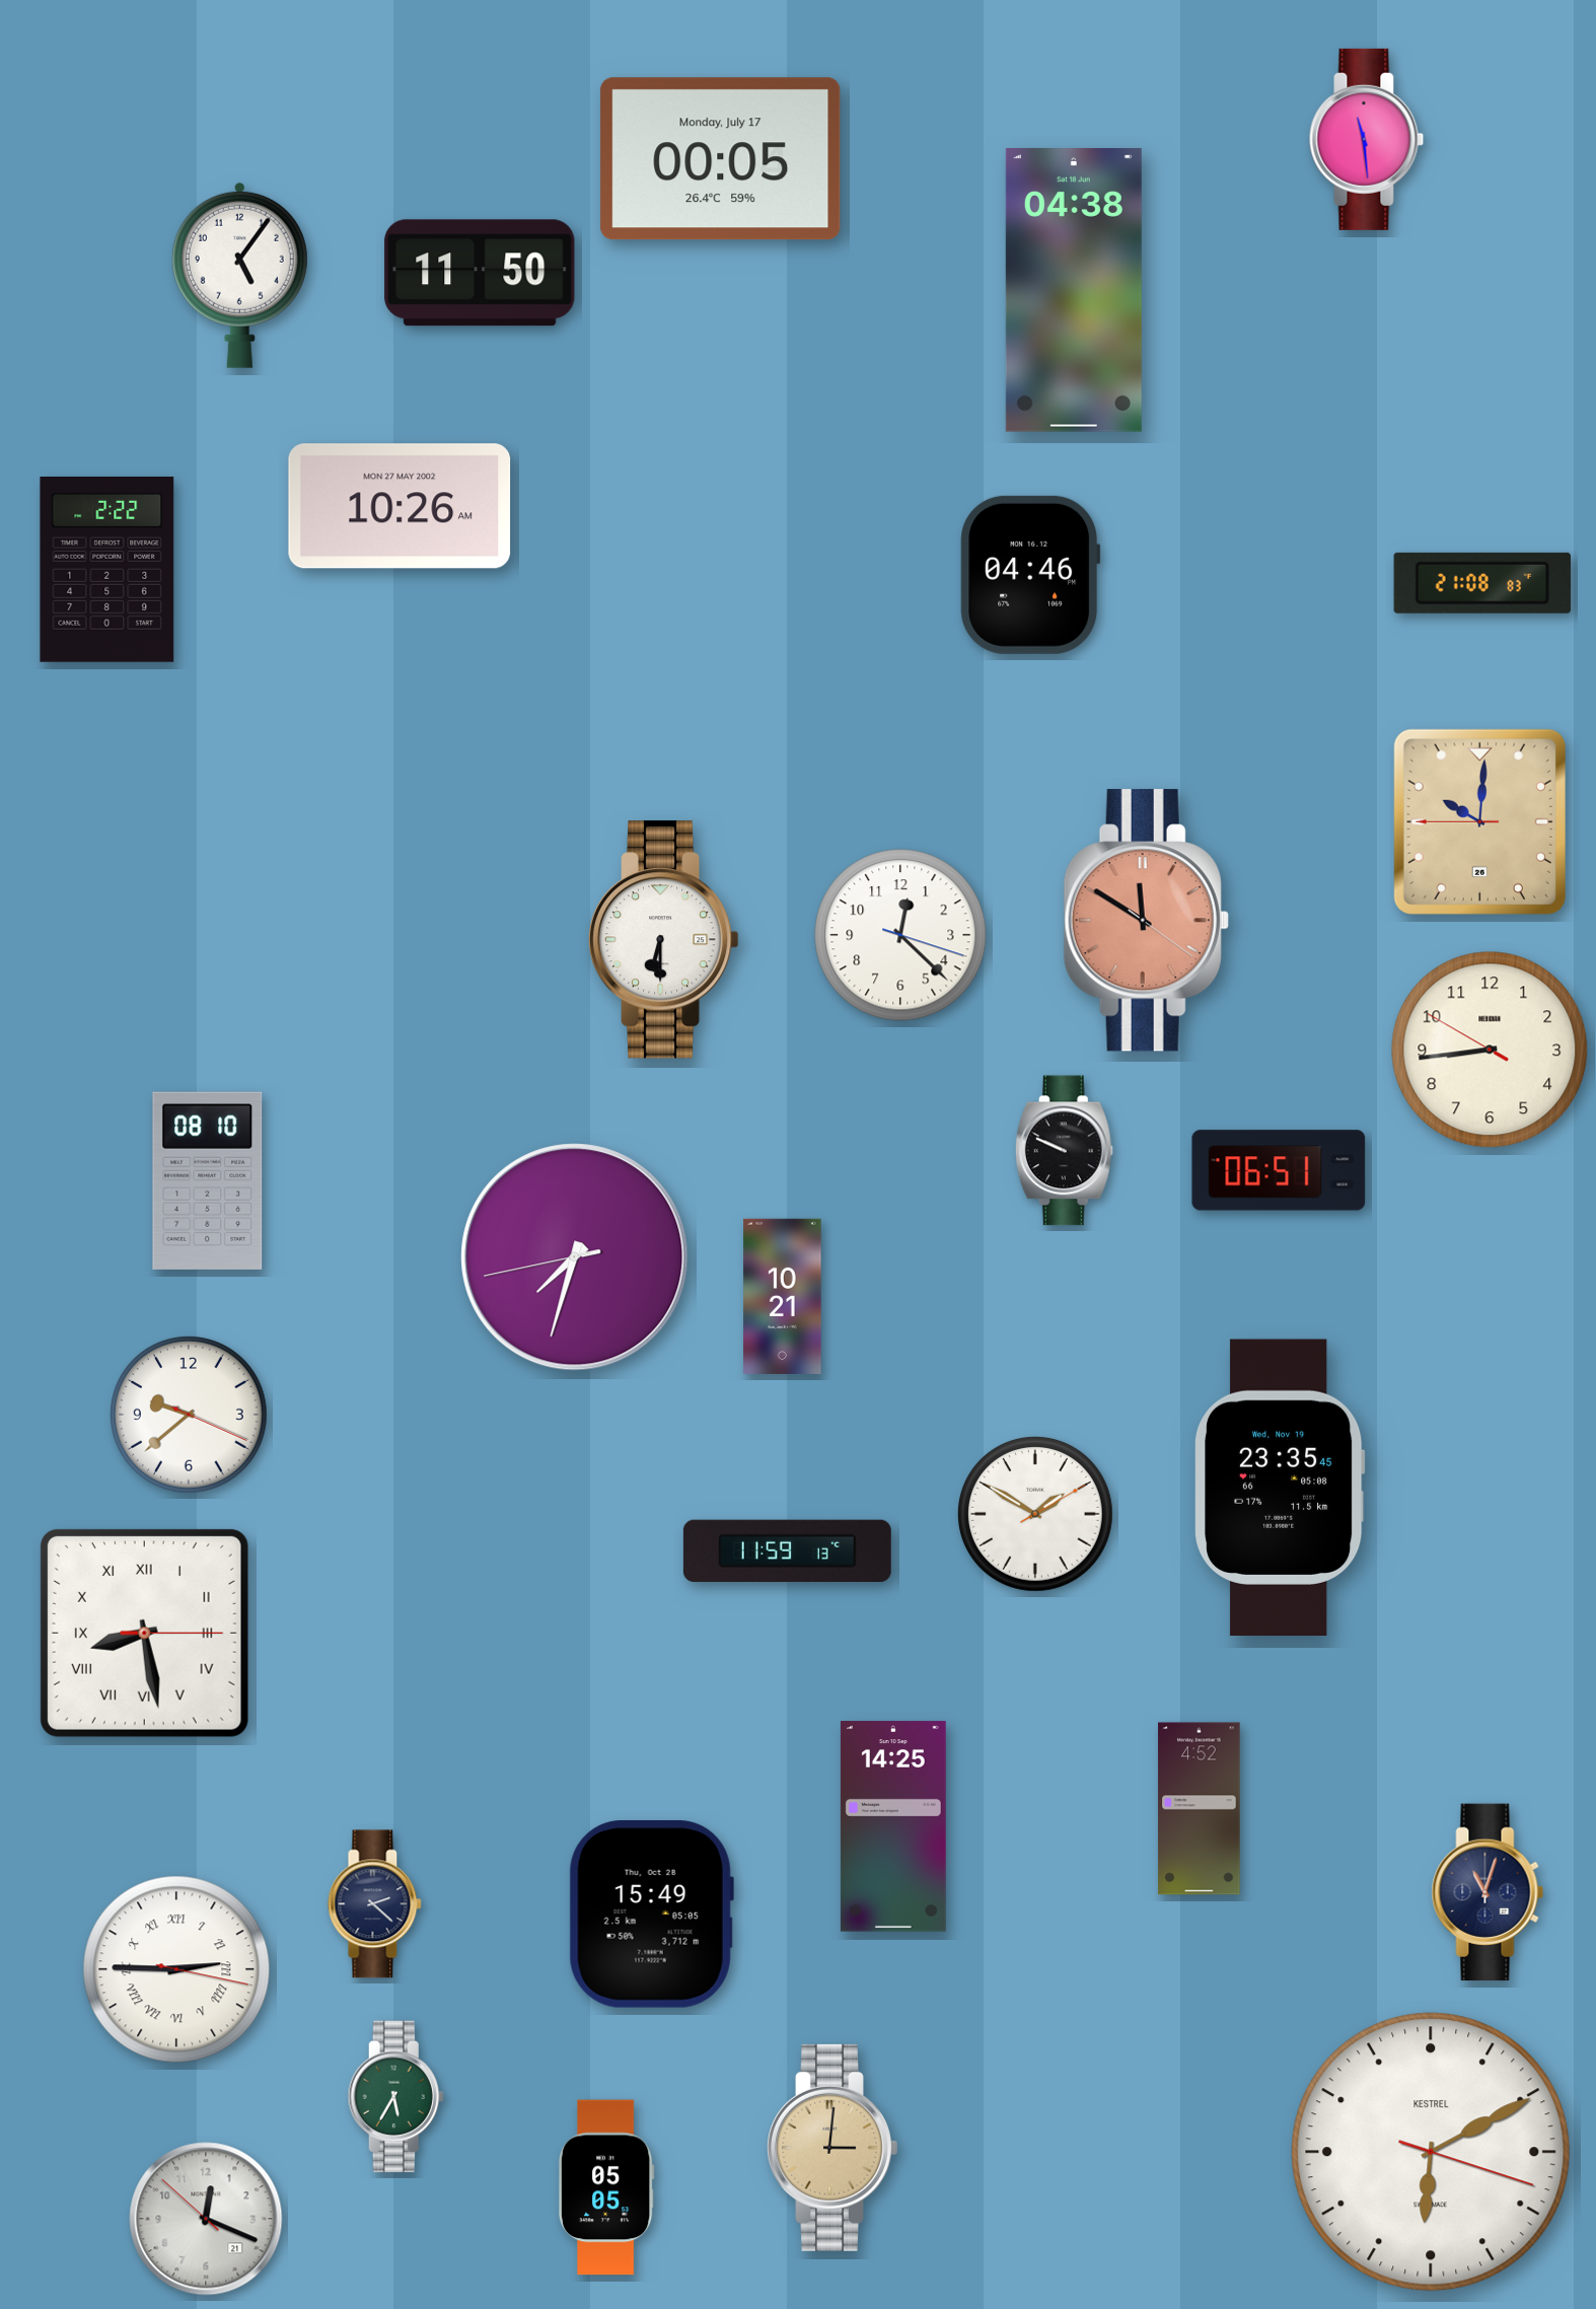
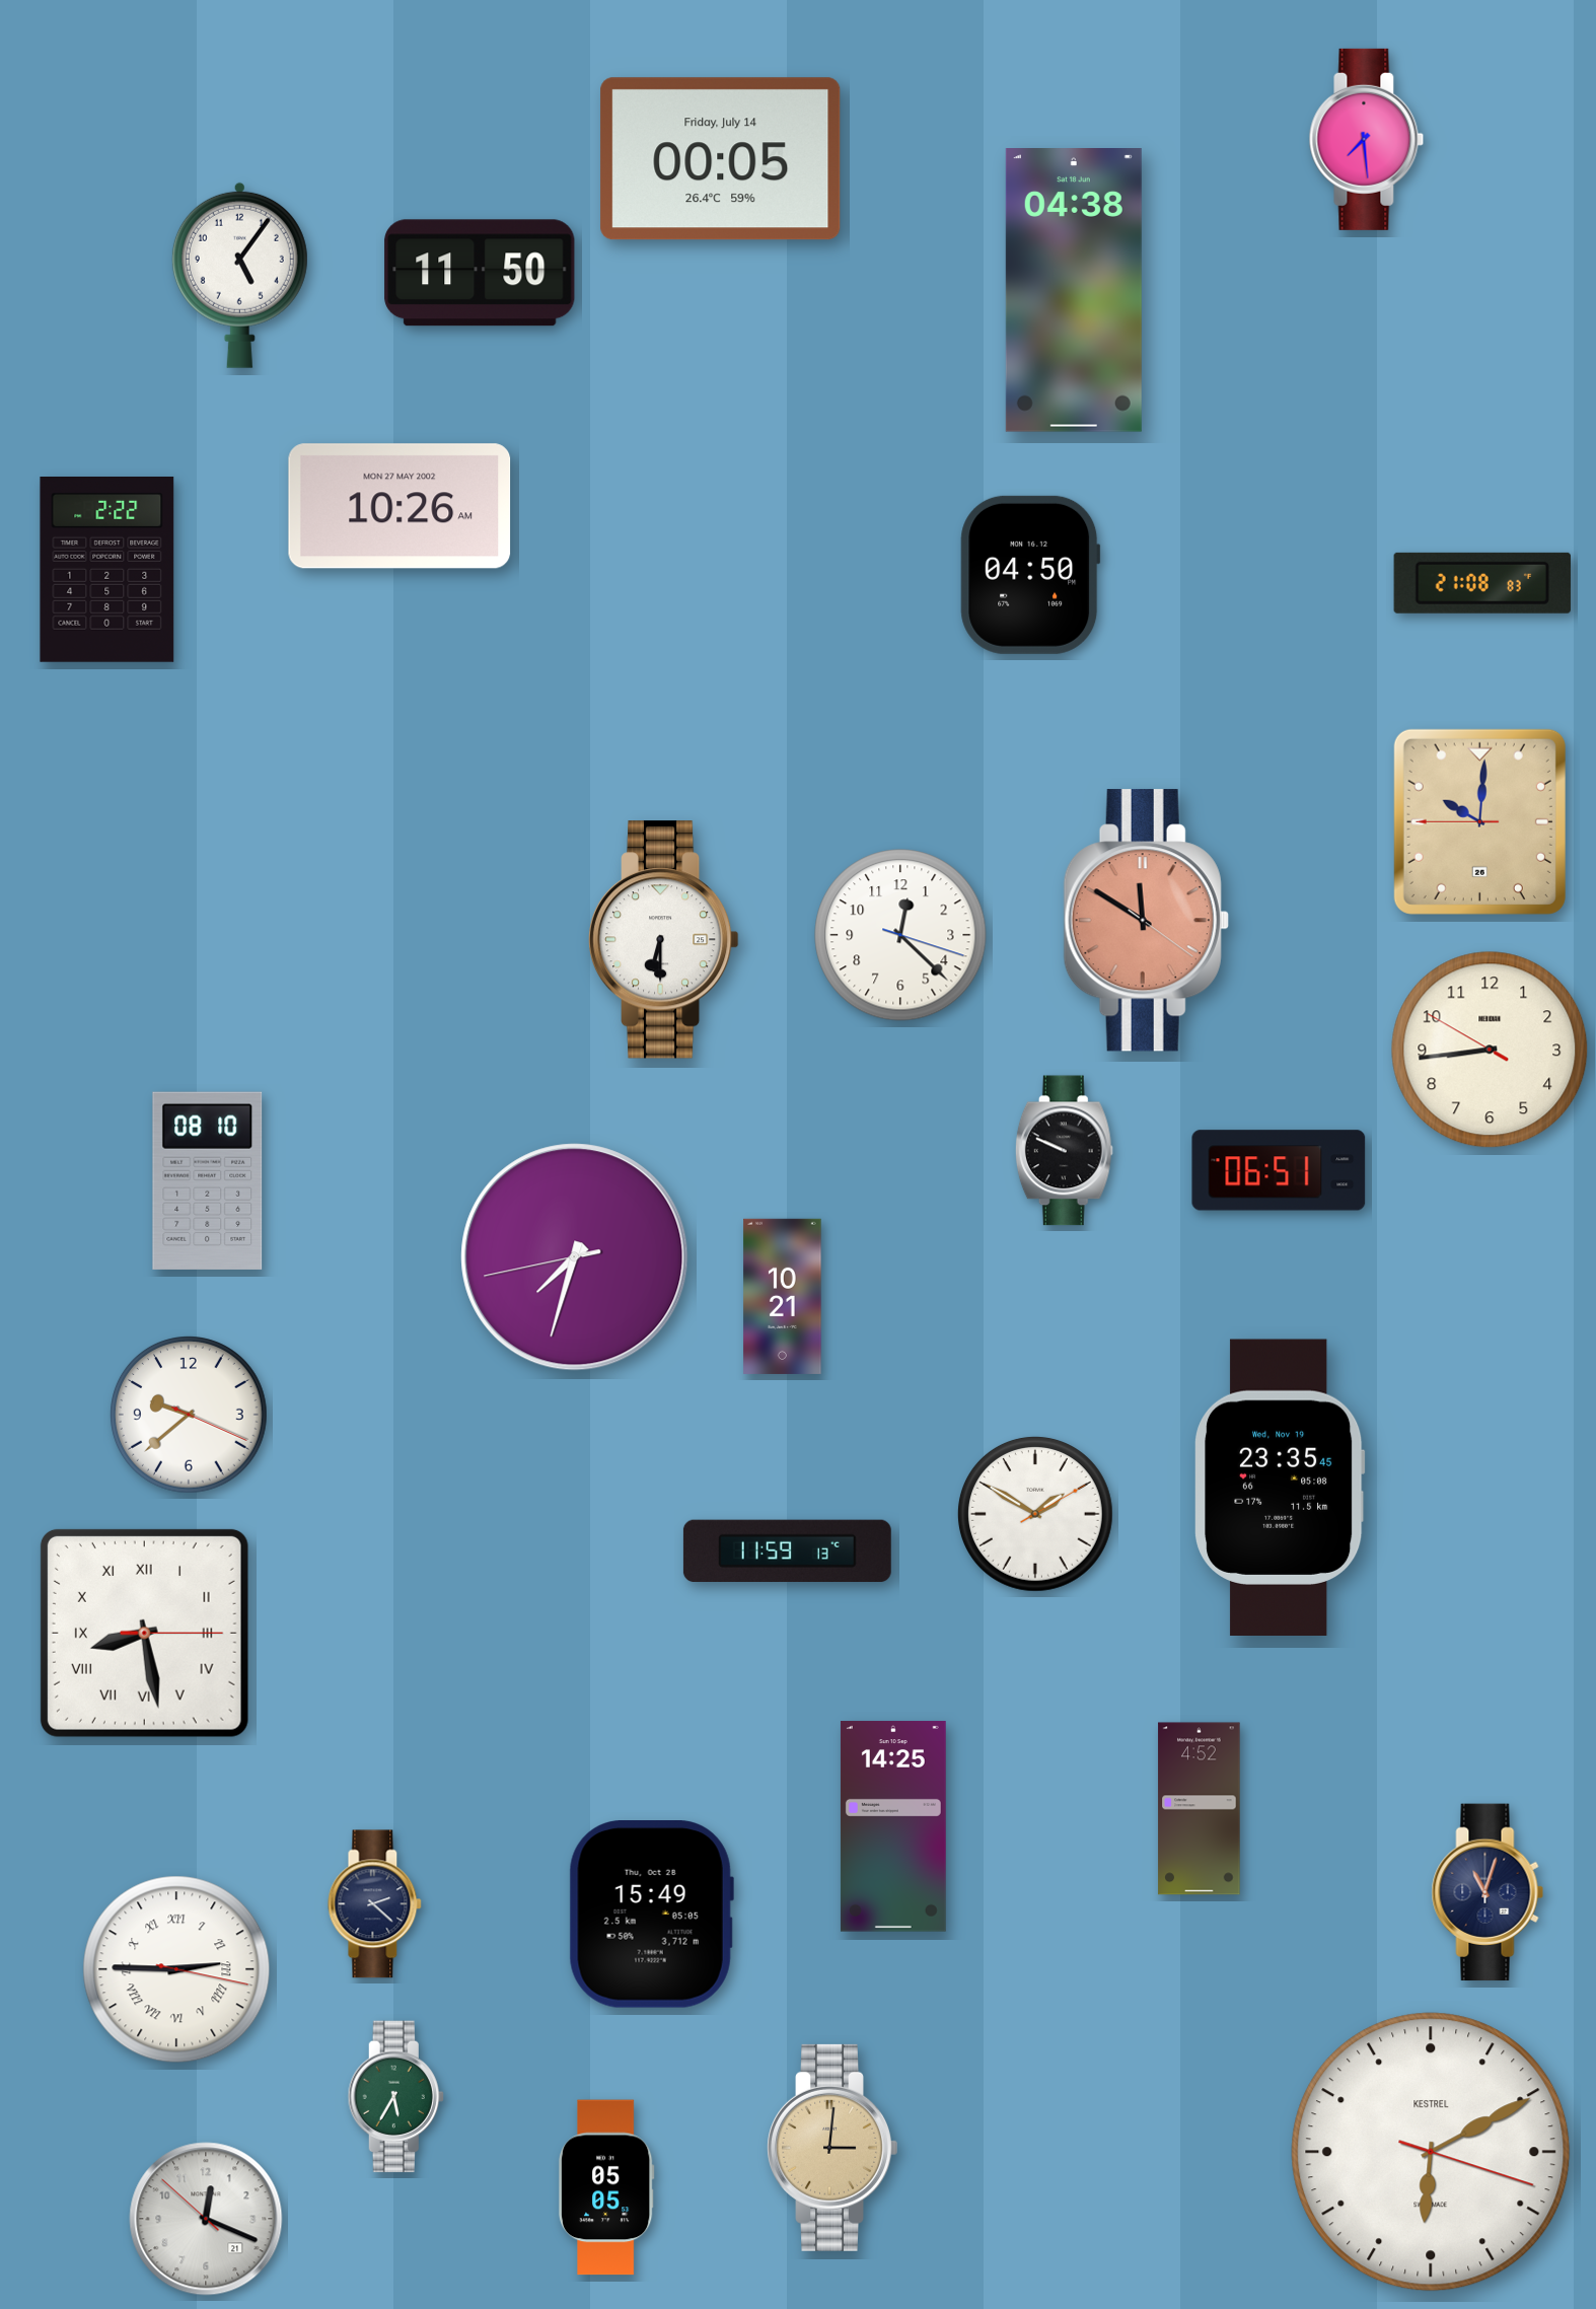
clock at (1367, 139): 11:29 -> 7:29
clock at (721, 159) date: Monday, July 17 -> Friday, July 14
clock at (1030, 575): 04:46 -> 04:50
